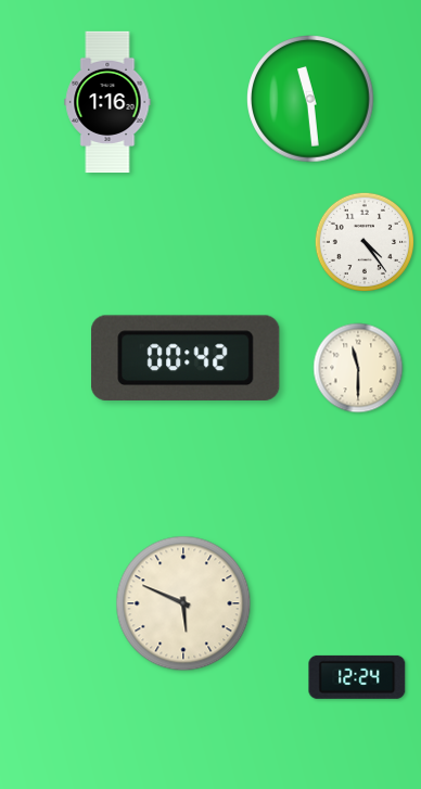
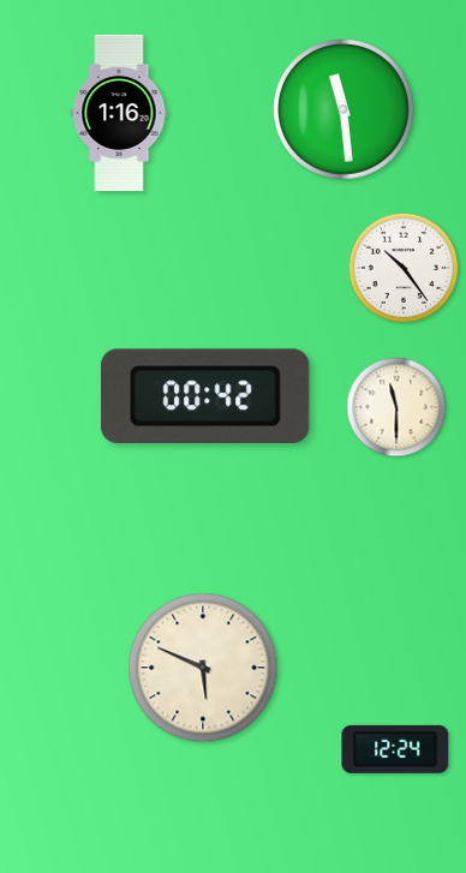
clock at (363, 241): 4:24 -> 10:24
